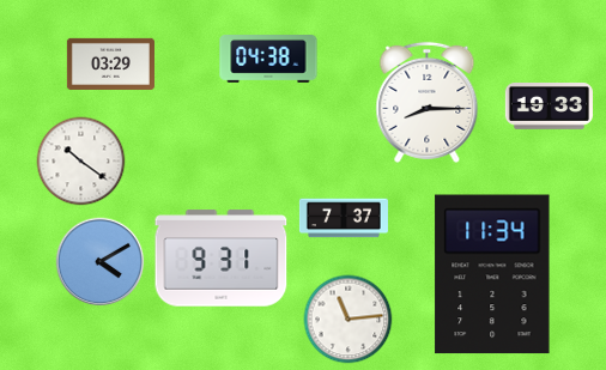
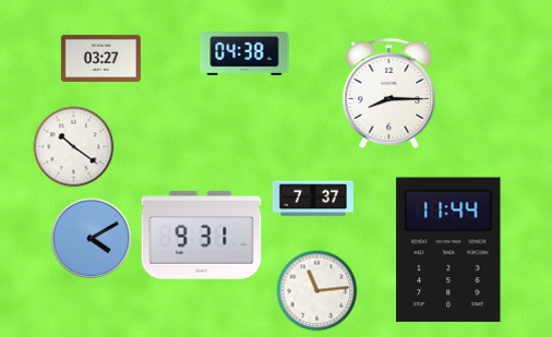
clock at (110, 63): 03:29 -> 03:27
clock at (549, 107): 19:33 -> none
clock at (492, 274): 11:34 -> 11:44
